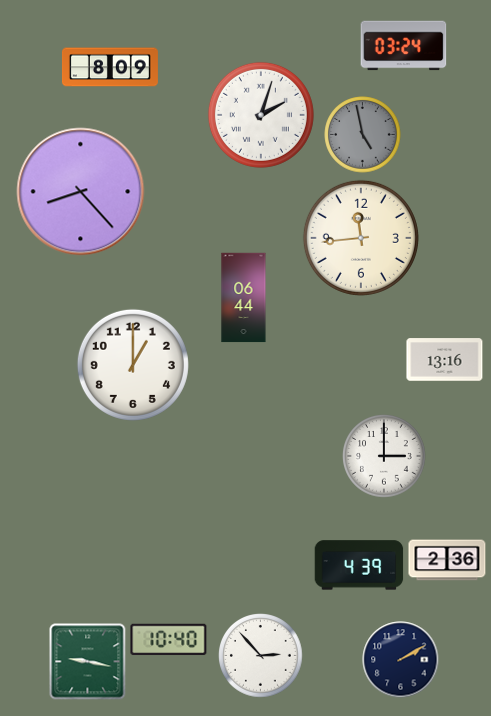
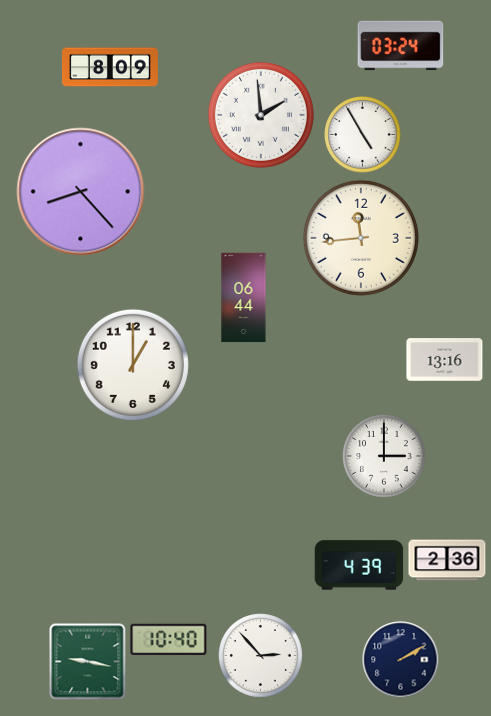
clock at (404, 46) position: (404, 46) -> (401, 46)
clock at (261, 115): 2:03 -> 1:59
clock at (363, 135): 4:58 -> 4:55
clock at (363, 135) dial: grey -> white
